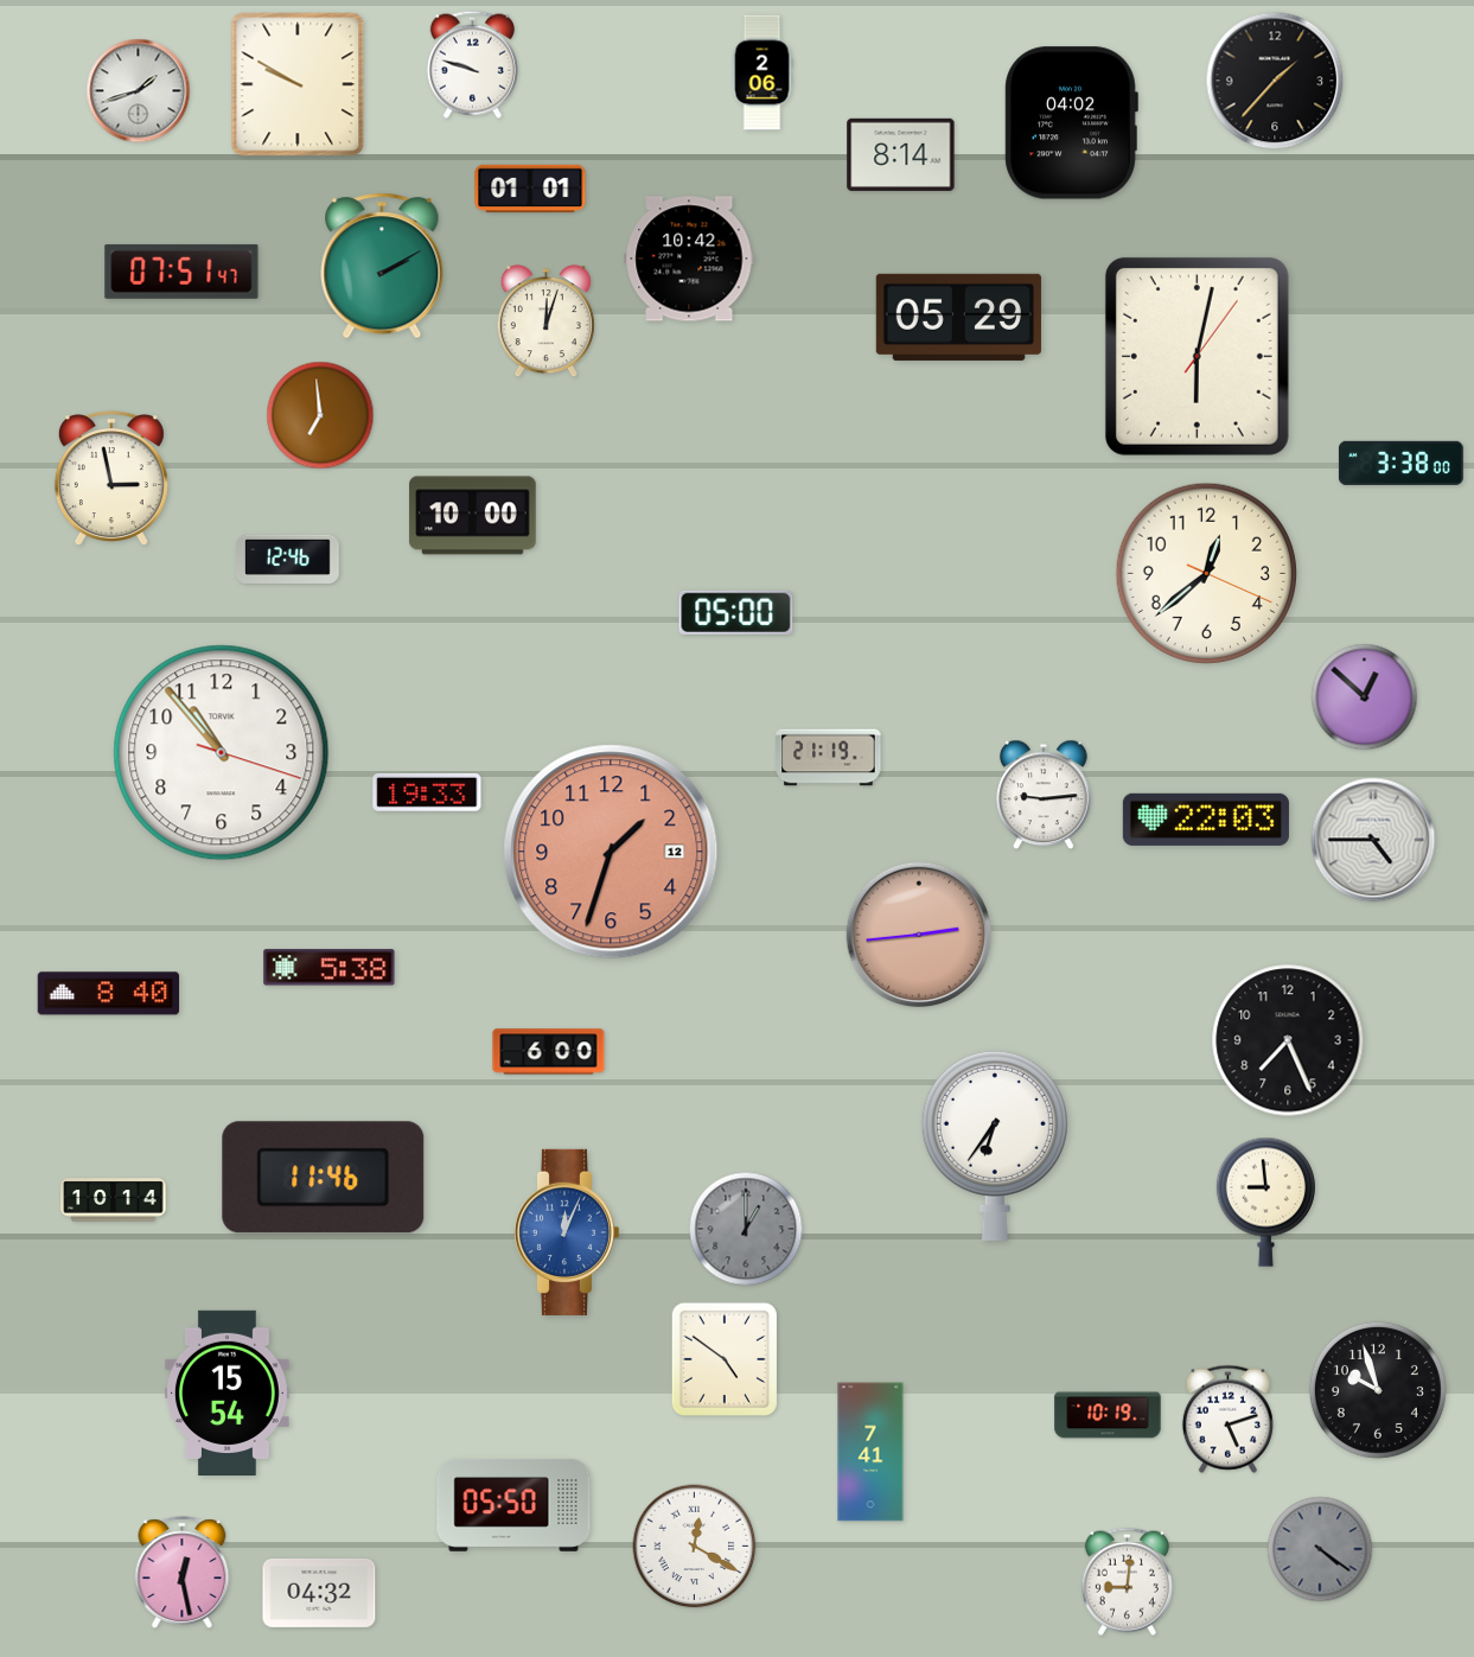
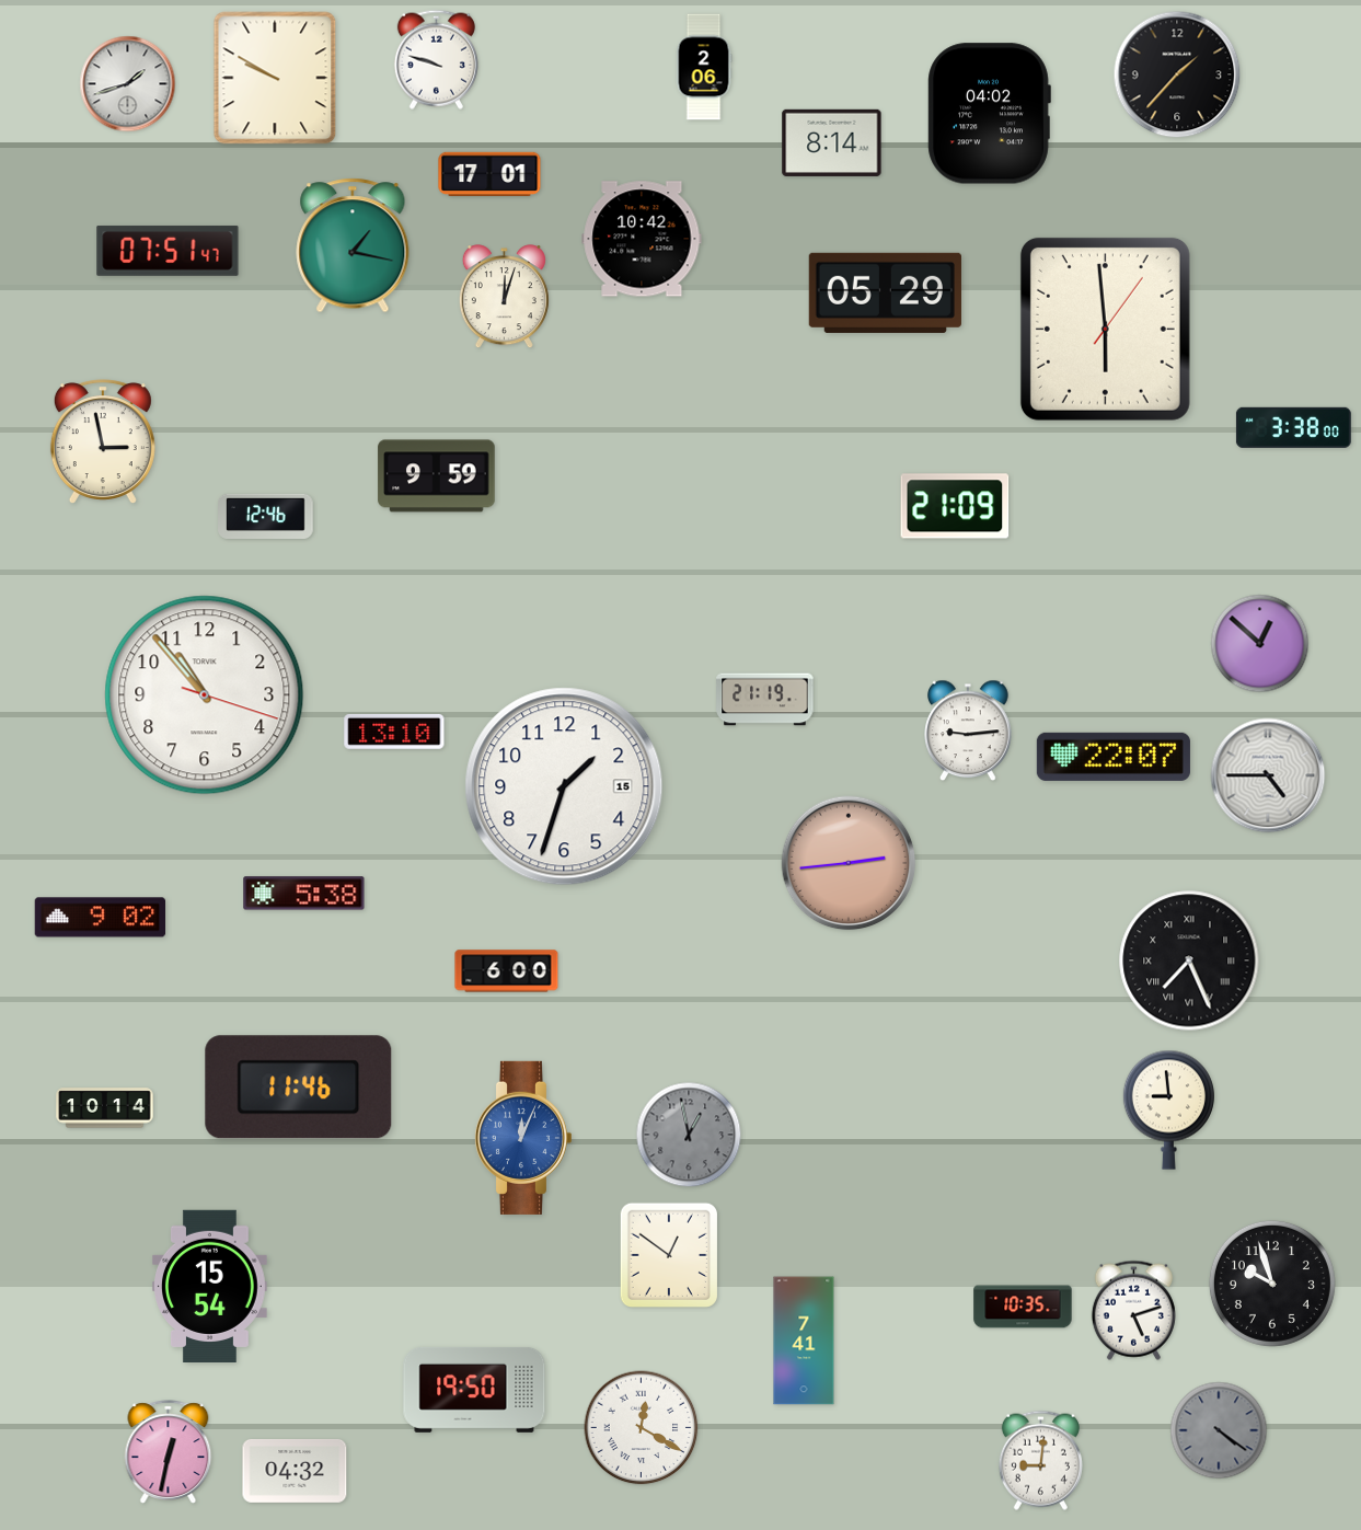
clock at (530, 189): 01:01 -> 17:01
clock at (689, 259) position: (689, 259) -> (642, 239)
clock at (382, 266): 2:10 -> 1:17
clock at (1197, 356): 6:02 -> 5:59
clock at (320, 415): 6:59 -> none
clock at (473, 516): 10:00 -> 9:59
clock at (955, 506): none -> 21:09
clock at (1206, 573): 12:38 -> none
clock at (736, 612): 05:00 -> none
clock at (427, 792): 19:33 -> 13:10
clock at (1044, 795) position: (1044, 795) -> (968, 731)
clock at (1206, 820): 22:03 -> 22:07
clock at (611, 852) date: 12 -> 15
clock at (611, 852) dial: salmon -> white
clock at (109, 994): 8:40 -> 9:02
clock at (1288, 1040) numerals: Arabic -> Roman
clock at (995, 1145): 6:36 -> none
clock at (746, 1229): 1:00 -> 12:58
clock at (723, 1358): 4:51 -> 12:51
clock at (1108, 1415): 10:19 -> 10:35
clock at (513, 1505): 05:50 -> 19:50
clock at (183, 1573): 12:28 -> 12:32
